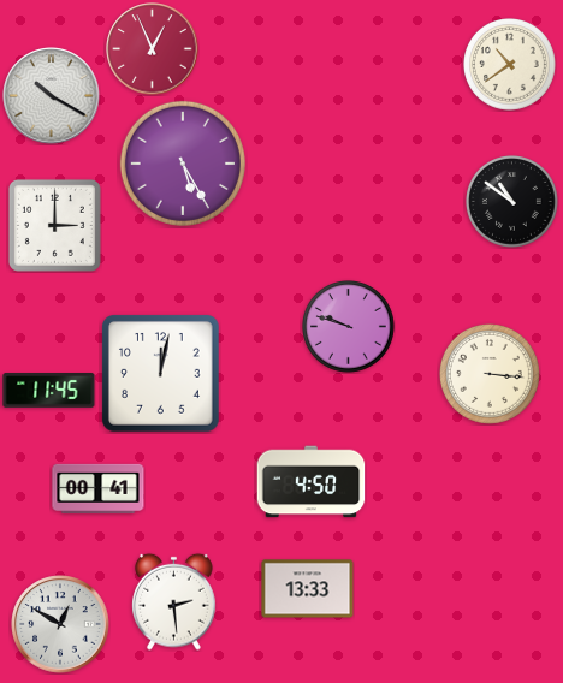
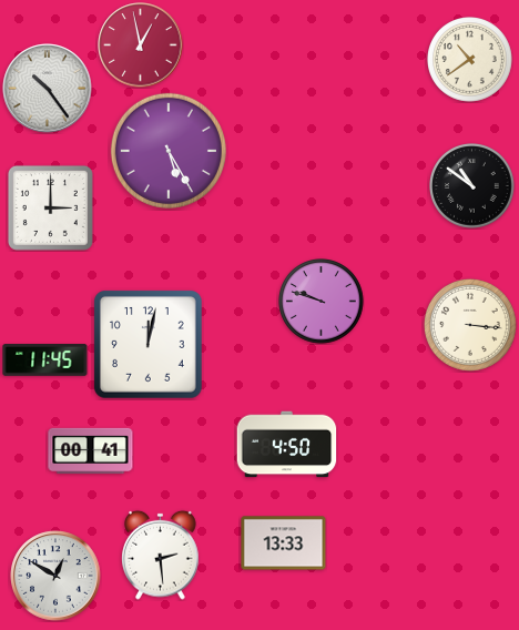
clock at (153, 49): 12:56 -> 12:58
clock at (52, 96): 10:20 -> 10:24
clock at (490, 374) position: (490, 374) -> (470, 325)
